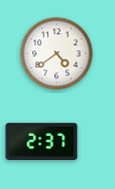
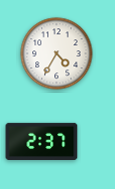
clock at (57, 54): 4:39 -> 4:35
